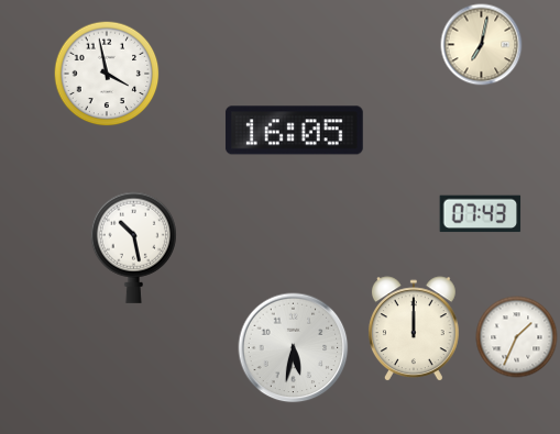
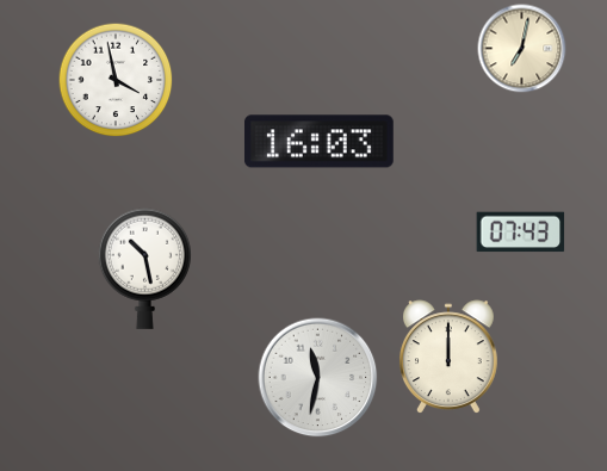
clock at (294, 131): 16:05 -> 16:03
clock at (517, 337): 1:34 -> none
clock at (294, 348): 5:32 -> 11:32
